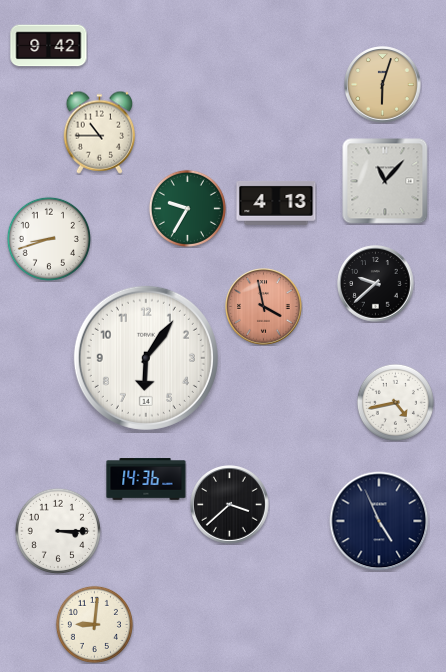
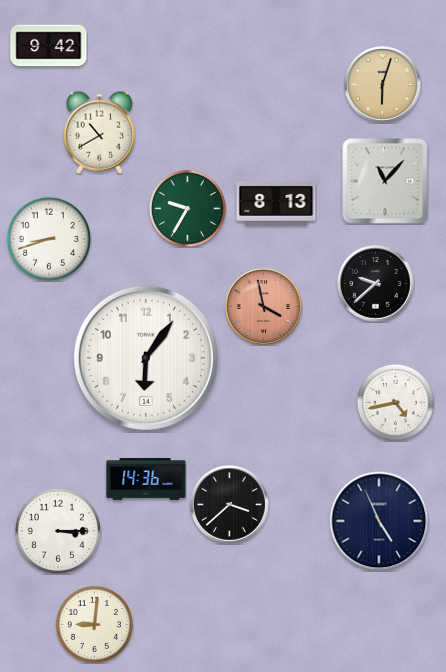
clock at (100, 132): 10:45 -> 10:40
clock at (276, 203): 4:13 -> 8:13
